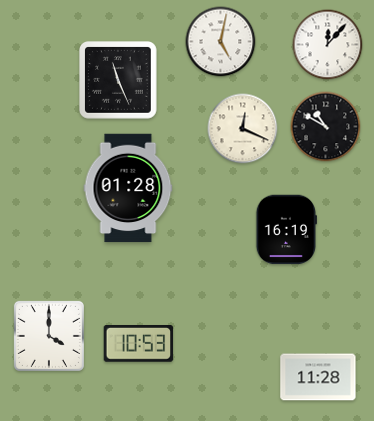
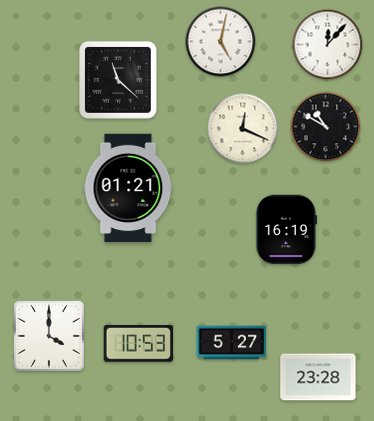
clock at (119, 81): 11:26 -> 11:22
clock at (128, 188): 01:28 -> 01:21
clock at (232, 343): none -> 5:27
clock at (318, 377): 11:28 -> 23:28
